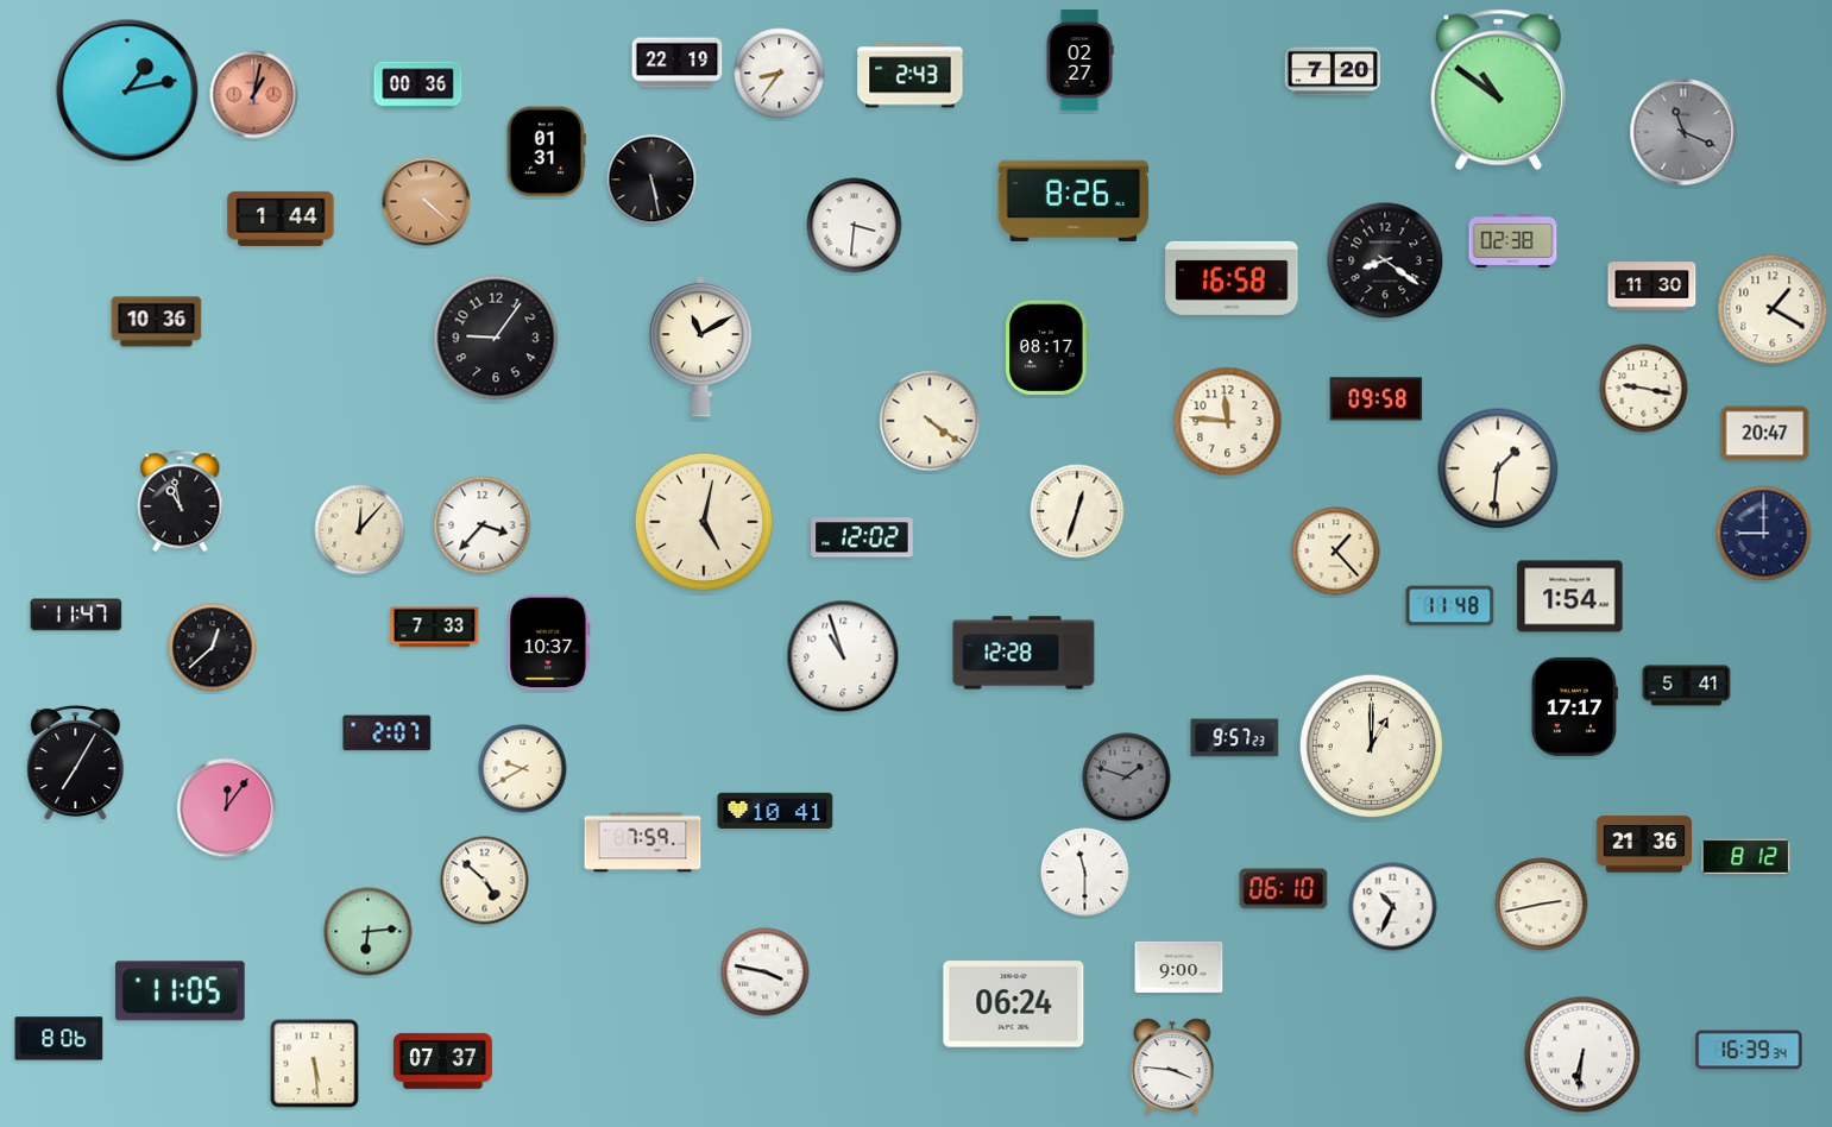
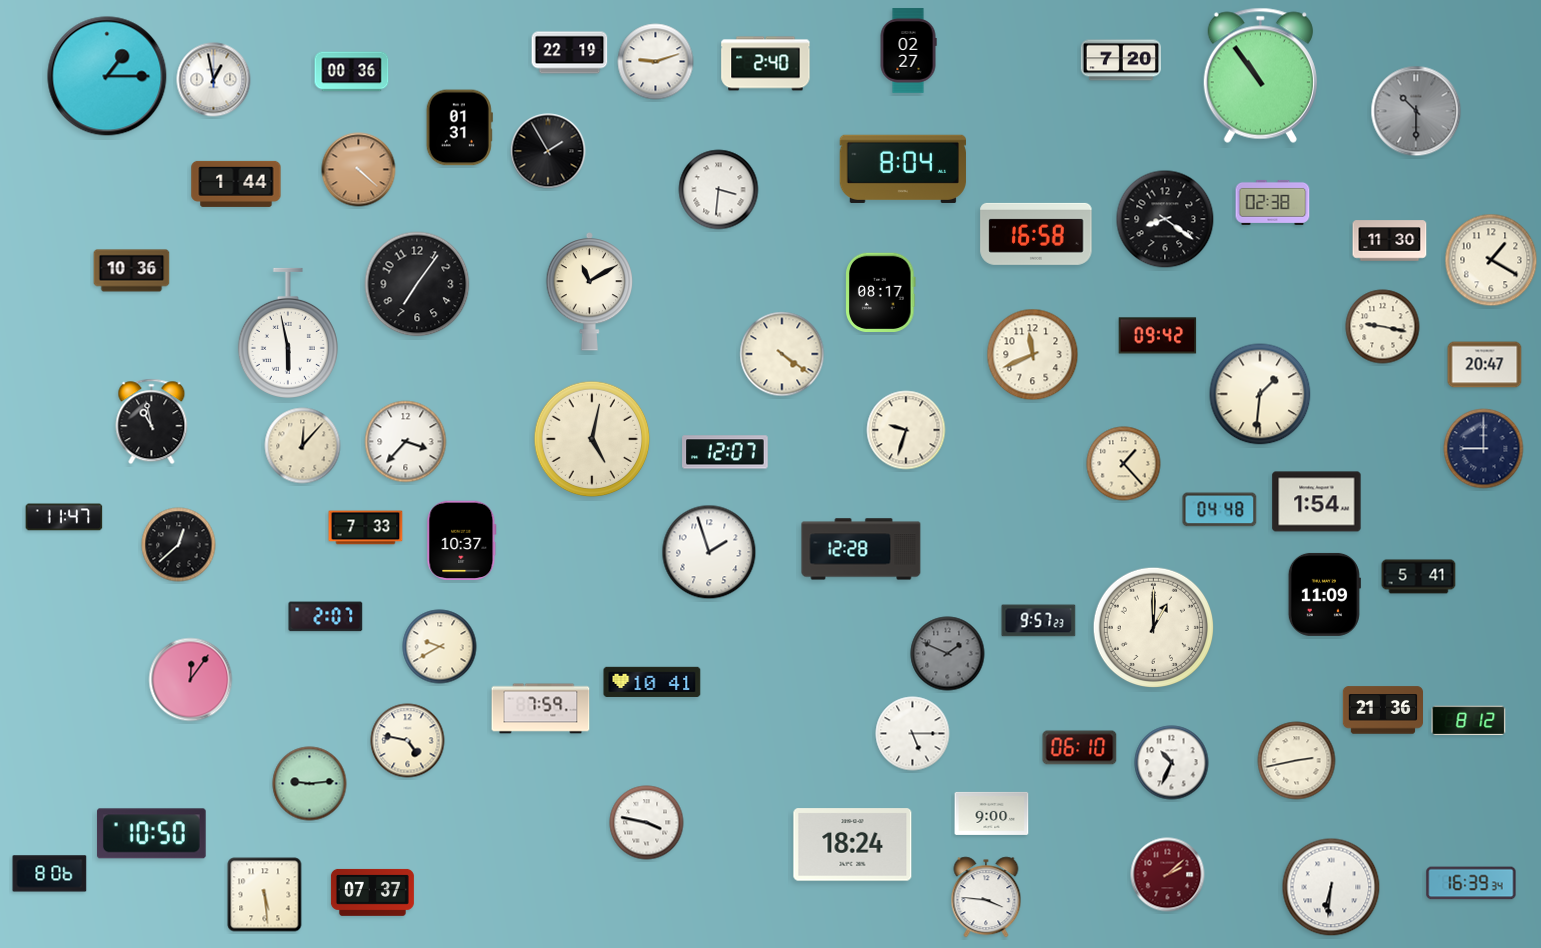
clock at (780, 74): 8:36 -> 9:12
clock at (911, 76): 2:43 -> 2:40
clock at (1498, 89): 10:51 -> 10:54
clock at (127, 90): 1:13 -> 1:15
clock at (254, 95): 1:02 -> 12:58
clock at (254, 95) dial: salmon -> white
clock at (1683, 132): 11:19 -> 10:30
clock at (651, 180): 5:28 -> 1:55
clock at (1074, 201): 8:26 -> 8:04
clock at (496, 338): 9:06 -> 7:06
clock at (288, 333): none -> 5:58
clock at (1377, 399): 09:58 -> 09:42
clock at (1228, 422): 11:46 -> 11:41
clock at (1077, 511): 12:33 -> 9:33
clock at (862, 537): 12:02 -> 12:07
clock at (1570, 597) position: (1570, 597) -> (1317, 502)
clock at (1450, 606): 11:48 -> 04:48
clock at (843, 656): 10:57 -> 1:57
clock at (1574, 706): 17:17 -> 11:09
clock at (76, 763): 7:05 -> none
clock at (1127, 777): 1:48 -> 1:49
clock at (1085, 873): 11:30 -> 5:15
clock at (485, 881): 4:52 -> 4:47
clock at (369, 932): 6:14 -> 9:14
clock at (766, 972) position: (766, 972) -> (647, 823)
clock at (180, 991): 11:05 -> 10:50
clock at (1014, 1005): 06:24 -> 18:24
clock at (1168, 875): none -> 2:08
